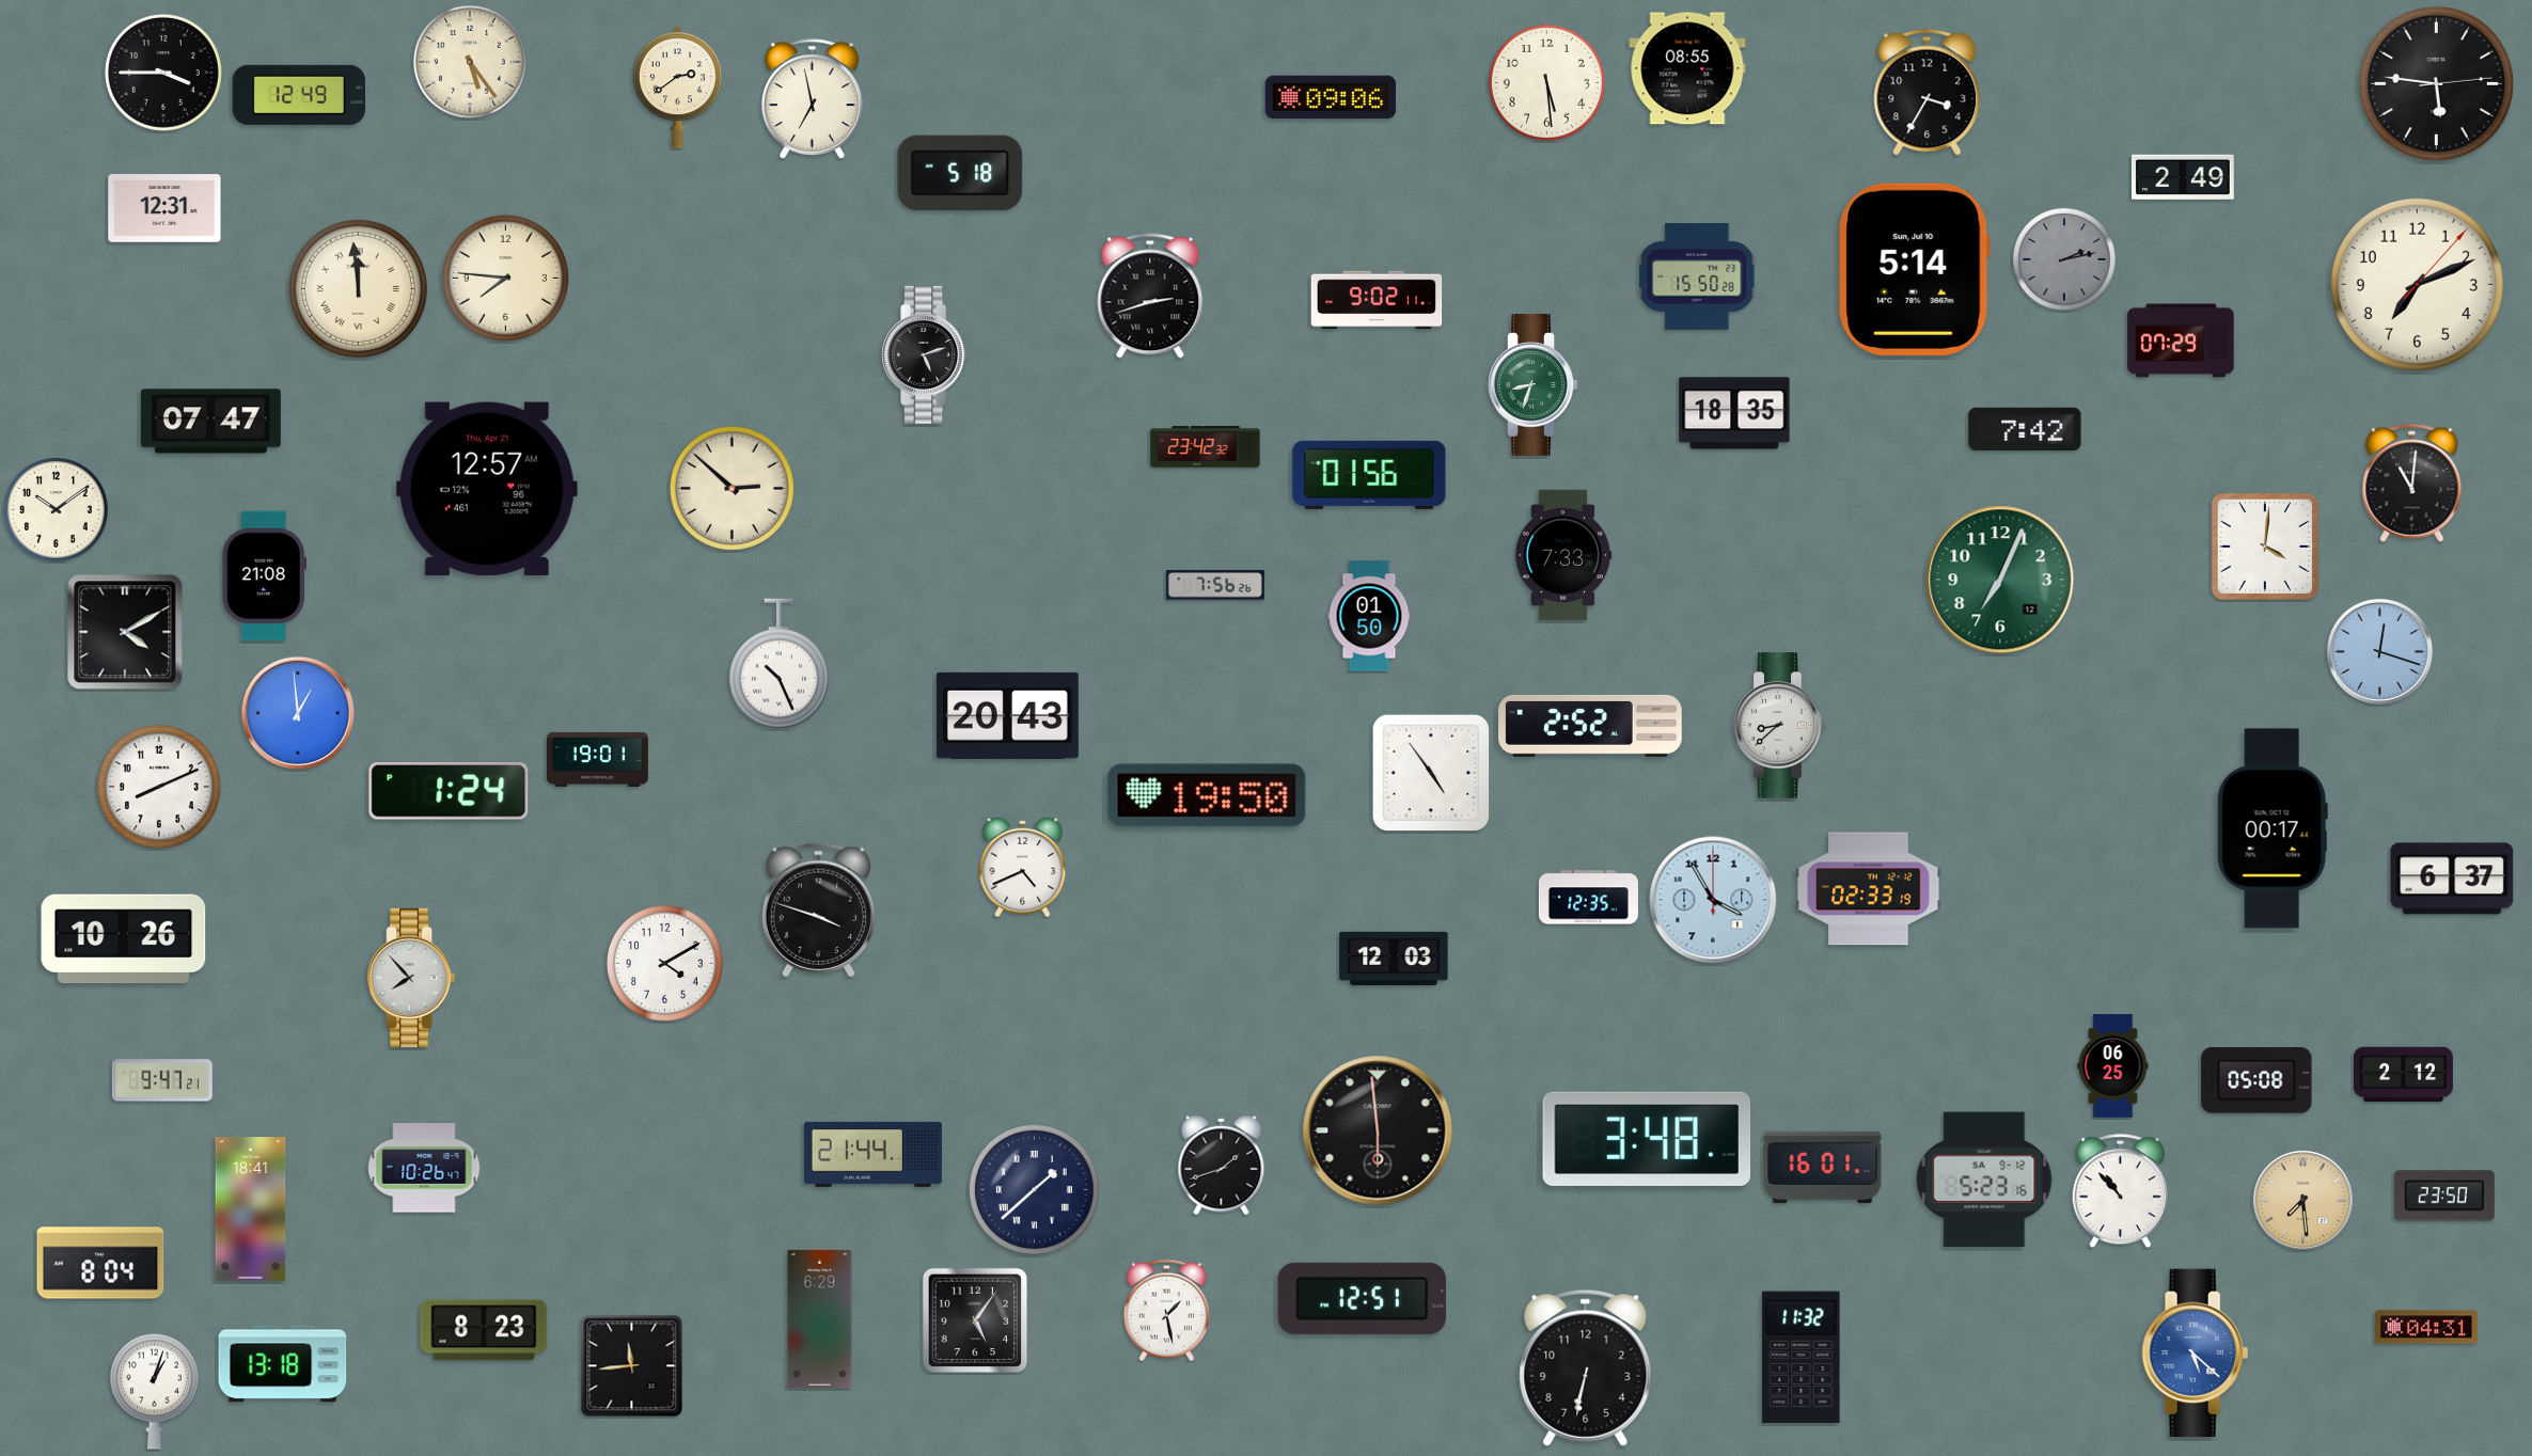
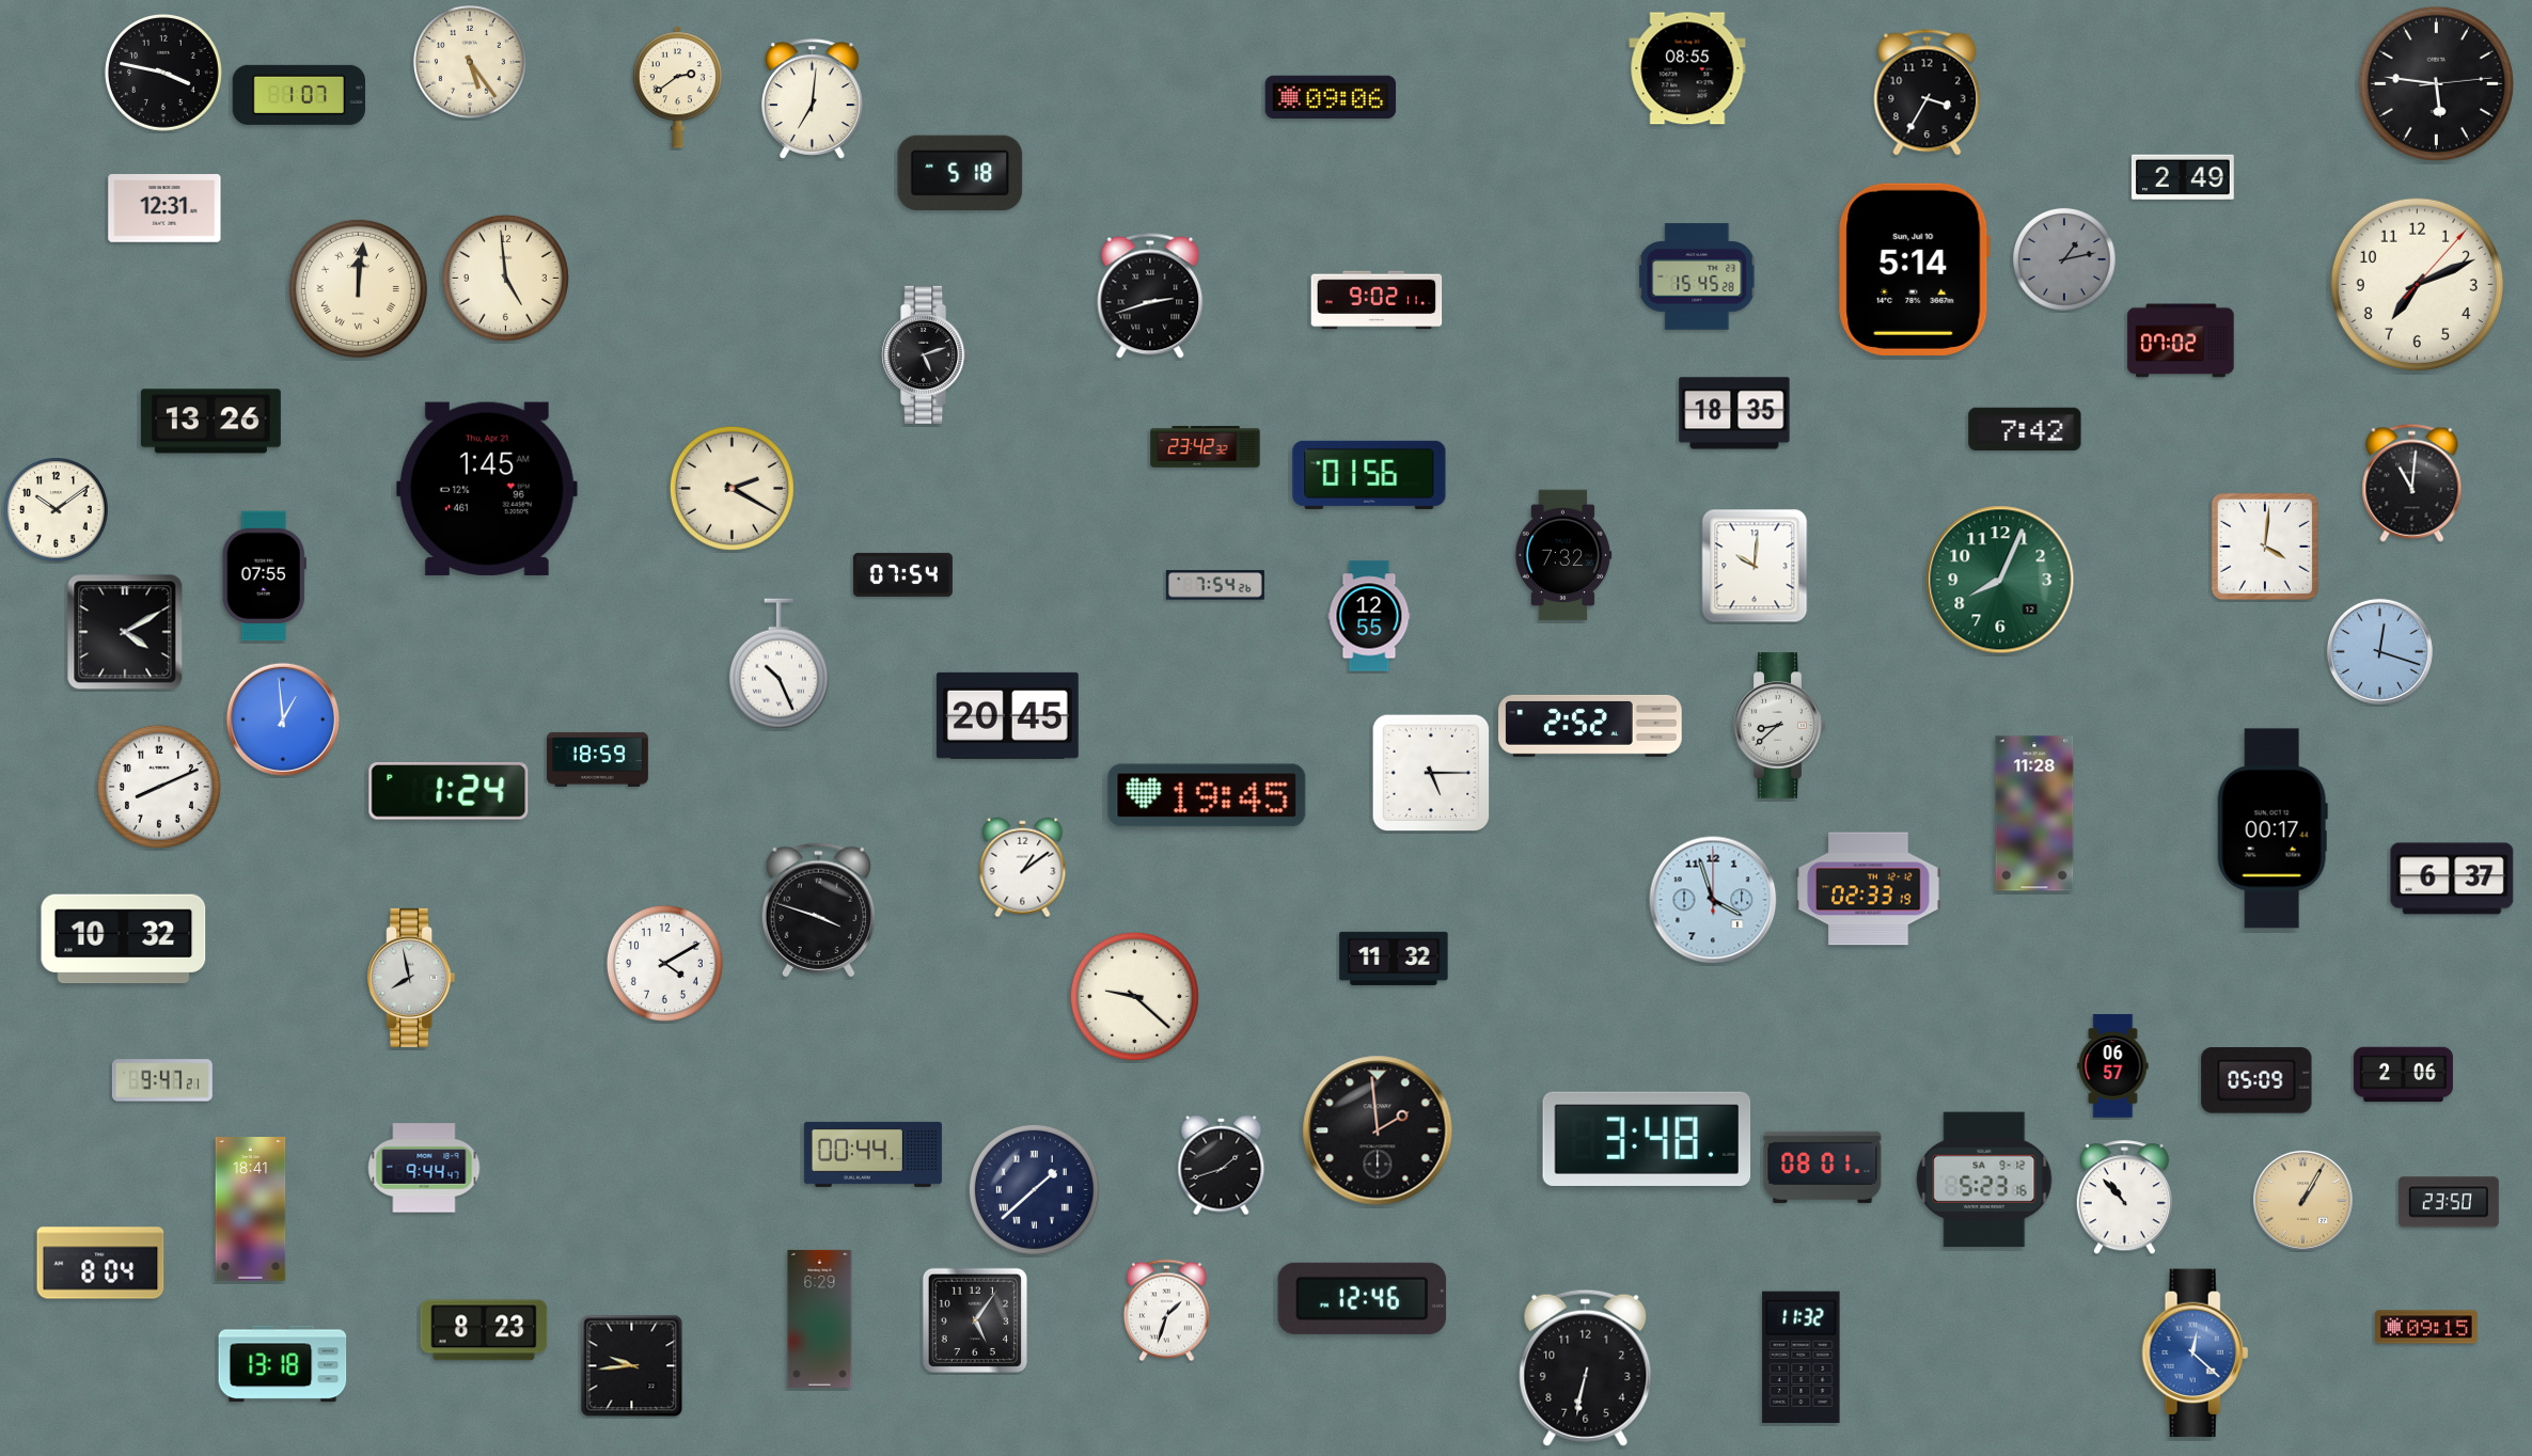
clock at (163, 73): 3:45 -> 3:47
clock at (1546, 82): 5:29 -> none
clock at (298, 95): 12:49 -> 1:07
clock at (813, 99): 6:58 -> 7:01
clock at (2065, 260): 2:13 -> 1:13
clock at (1698, 276): 15:50 -> 15:45
clock at (505, 278): 7:46 -> 4:59
clock at (358, 288): 11:59 -> 12:01
clock at (2181, 341): 07:29 -> 07:02
clock at (1532, 384): 8:33 -> none
clock at (210, 422): 07:47 -> 13:26
clock at (732, 488): 2:52 -> 2:20
clock at (487, 489): 12:57 -> 1:45
clock at (1563, 555): 7:33 -> 7:32
clock at (1755, 566): none -> 10:01
clock at (902, 574): none -> 07:54
clock at (264, 576): 21:08 -> 07:55
clock at (2000, 580): 7:04 -> 8:04
clock at (1215, 585): 7:56 -> 7:54
clock at (1369, 616): 01:50 -> 12:55
clock at (297, 712) position: (297, 712) -> (282, 718)
clock at (1007, 715): 20:43 -> 20:45
clock at (598, 759): 19:01 -> 18:59
clock at (1431, 773): 4:54 -> 5:15
clock at (1207, 795): 19:50 -> 19:45
clock at (2034, 813): none -> 11:28
clock at (1023, 868): 4:41 -> 1:09
clock at (1588, 898): 12:35 -> none
clock at (1713, 900): 3:55 -> 3:57
clock at (124, 939): 10:26 -> 10:32
clock at (1394, 959): 12:03 -> 11:32
clock at (411, 978): 7:53 -> 7:58
clock at (1134, 996): none -> 9:22
clock at (2113, 1066): 06:25 -> 06:57
clock at (2403, 1075): 2:12 -> 2:06
clock at (2256, 1080): 05:08 -> 05:09
clock at (1378, 1130): 5:59 -> 1:59
clock at (872, 1154): 21:44 -> 00:44
clock at (1823, 1167): 16:01 -> 08:01
clock at (424, 1168): 10:26 -> 9:44
clock at (2120, 1191) position: (2120, 1191) -> (2124, 1198)
clock at (2444, 1196) position: (2444, 1196) -> (2449, 1202)
clock at (2302, 1200): 7:29 -> 1:05
clock at (1363, 1298): 12:51 -> 12:46
clock at (1166, 1311): 1:28 -> 1:33
clock at (2427, 1327): 04:31 -> 09:15
clock at (2196, 1354): 5:22 -> 12:22
clock at (632, 1366): 11:44 -> 9:44
clock at (154, 1391): 1:03 -> none
